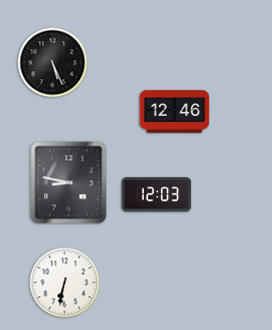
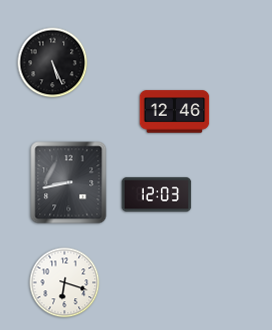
clock at (69, 183): 8:47 -> 8:43
clock at (65, 283): 6:32 -> 6:18
